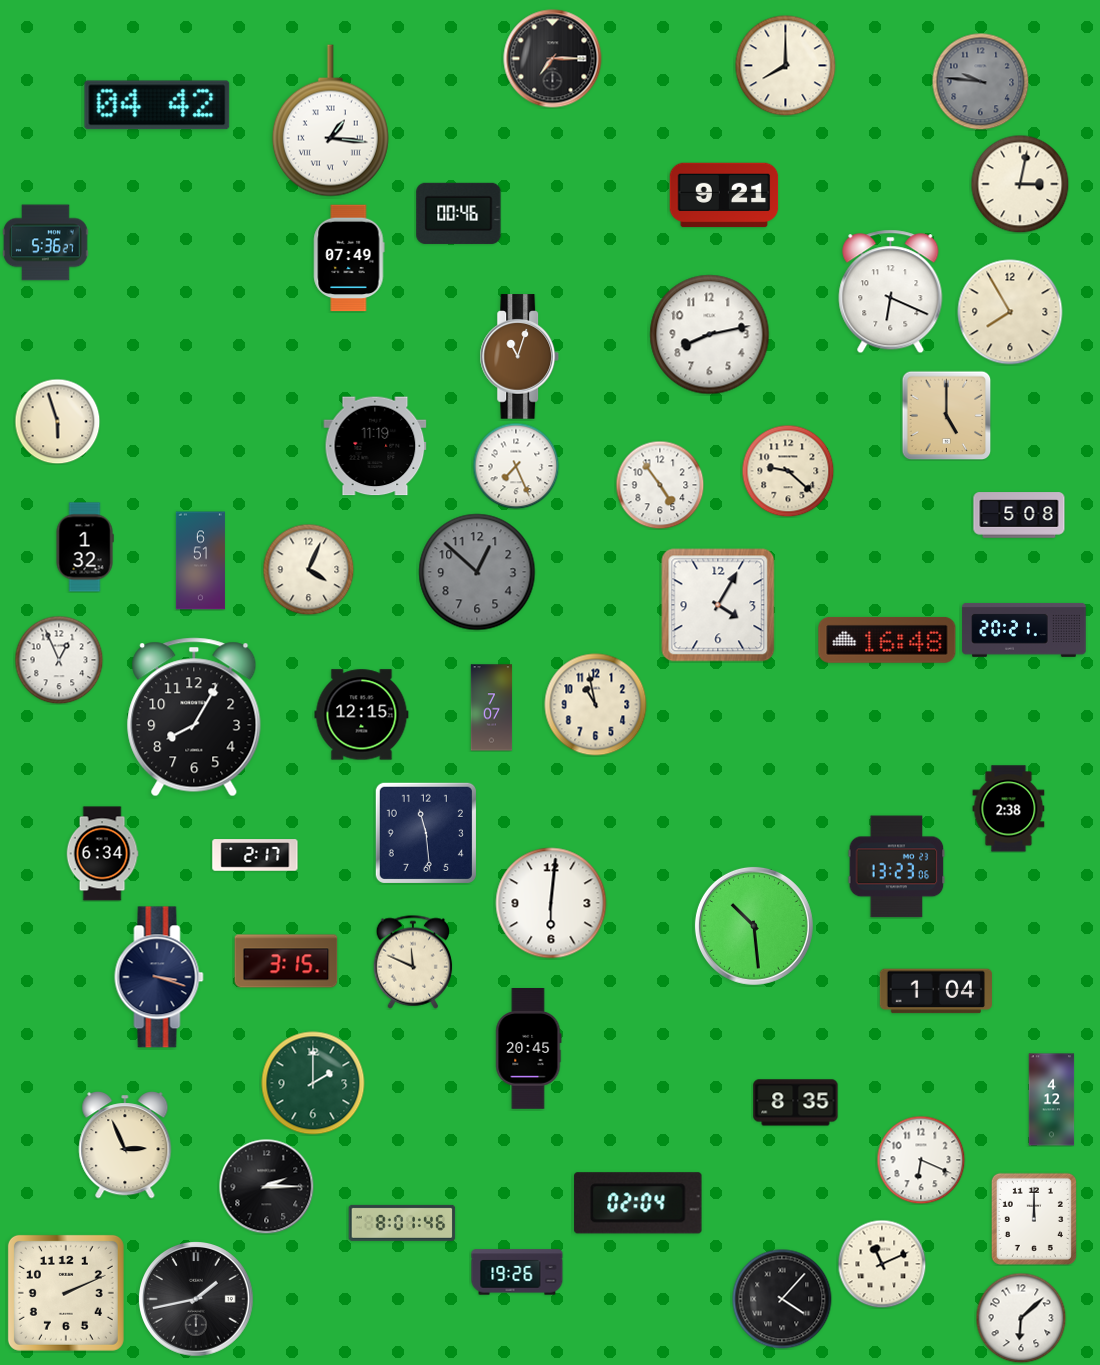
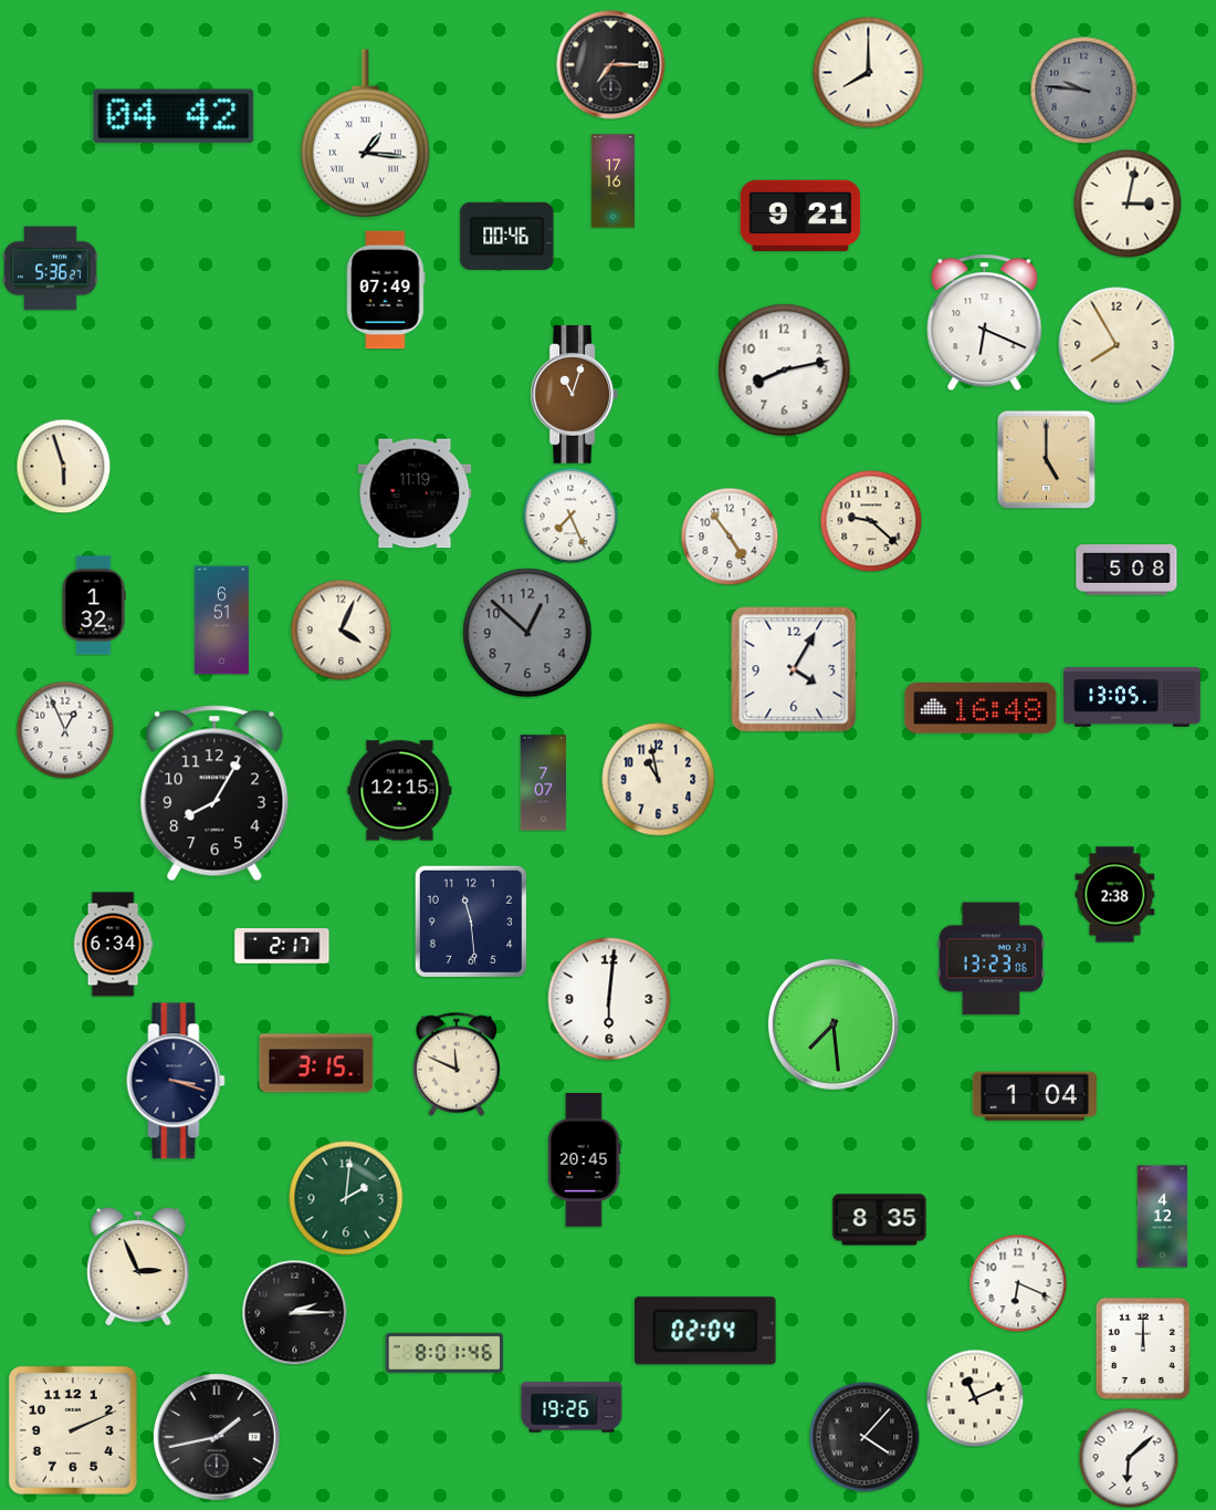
clock at (614, 181): none -> 17:16
clock at (349, 258) position: (349, 258) -> (386, 290)
clock at (1024, 630): 20:21 -> 13:05
clock at (754, 926): 10:29 -> 7:29
clock at (313, 1083): 2:00 -> 2:01
